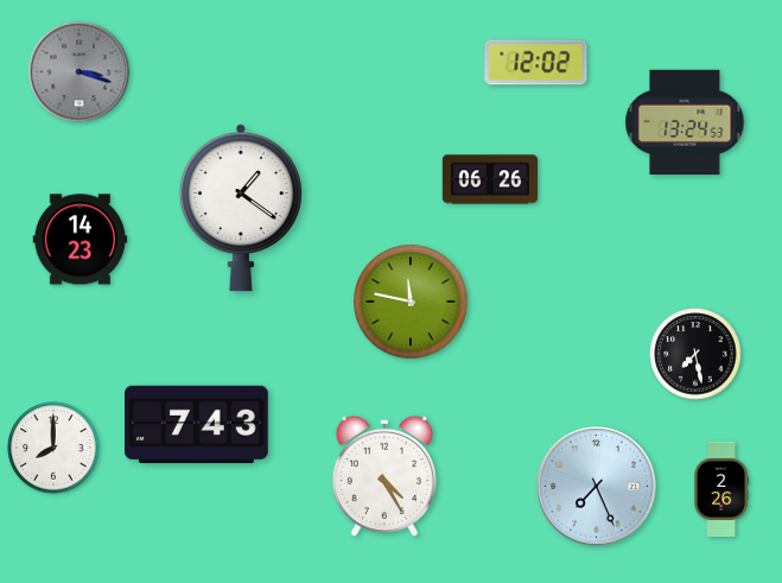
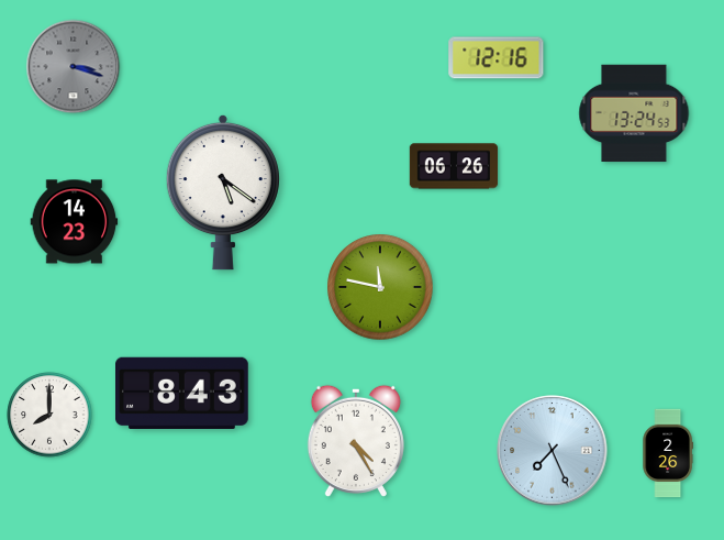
clock at (536, 63): 12:02 -> 12:16
clock at (241, 208): 1:21 -> 5:21
clock at (411, 302) position: (411, 302) -> (380, 287)
clock at (695, 354): 7:28 -> none
clock at (197, 424): 7:43 -> 8:43
